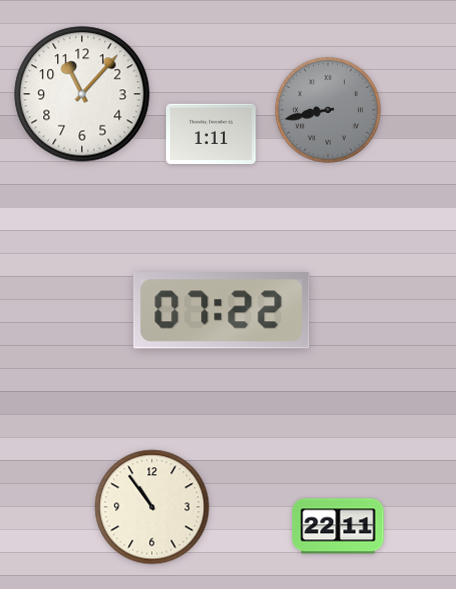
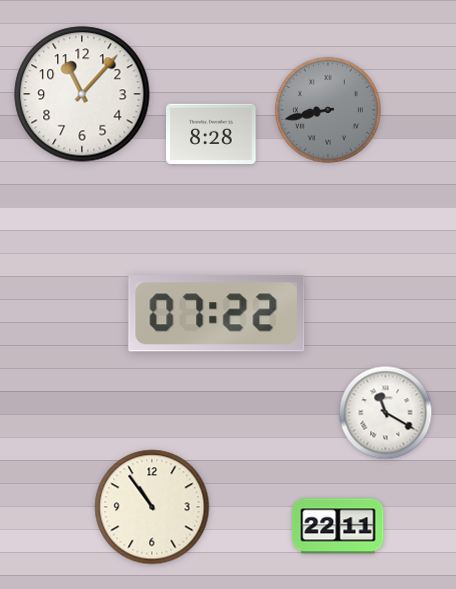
clock at (211, 134): 1:11 -> 8:28
clock at (222, 311) position: (222, 311) -> (217, 314)
clock at (386, 413): none -> 11:20
